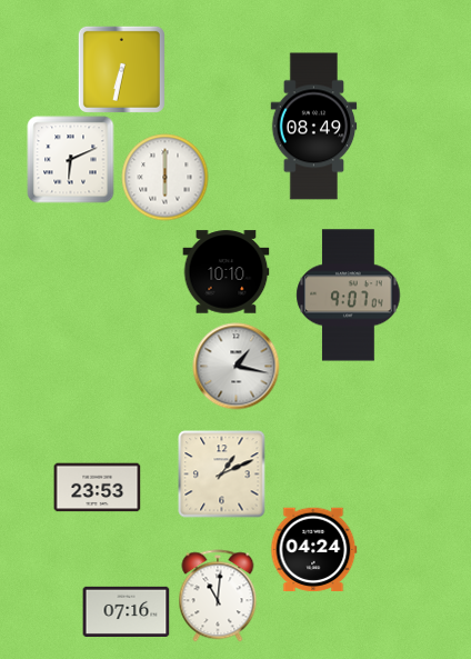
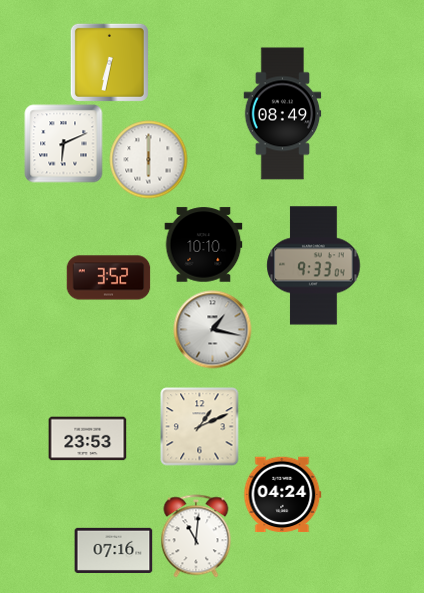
clock at (349, 296): 9:07 -> 9:33
clock at (108, 278): none -> 3:52
